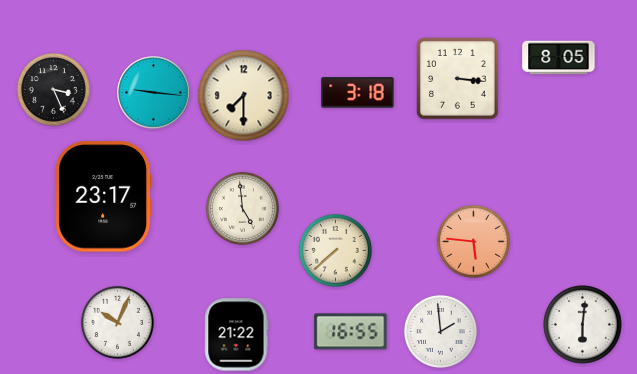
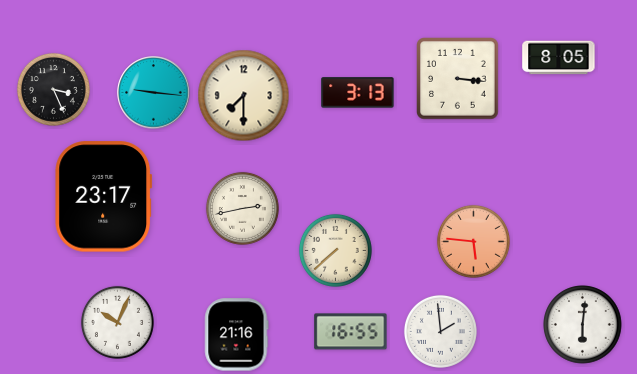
clock at (358, 93): 3:18 -> 3:13
clock at (242, 208): 4:59 -> 2:43
clock at (237, 335): 21:22 -> 21:16
